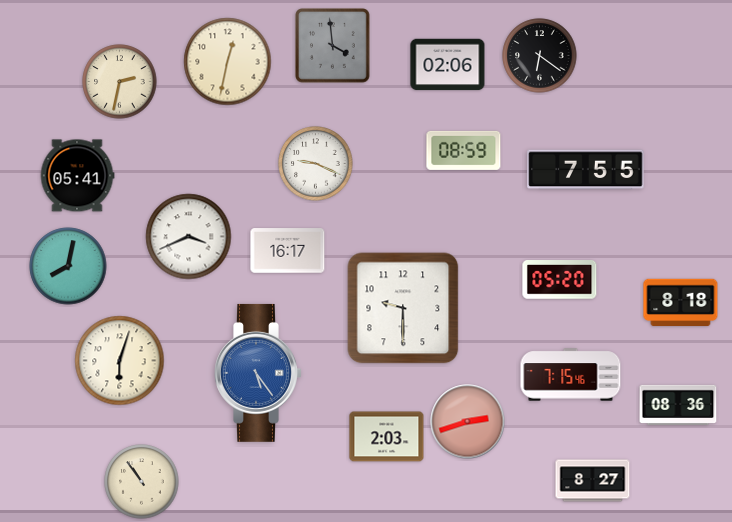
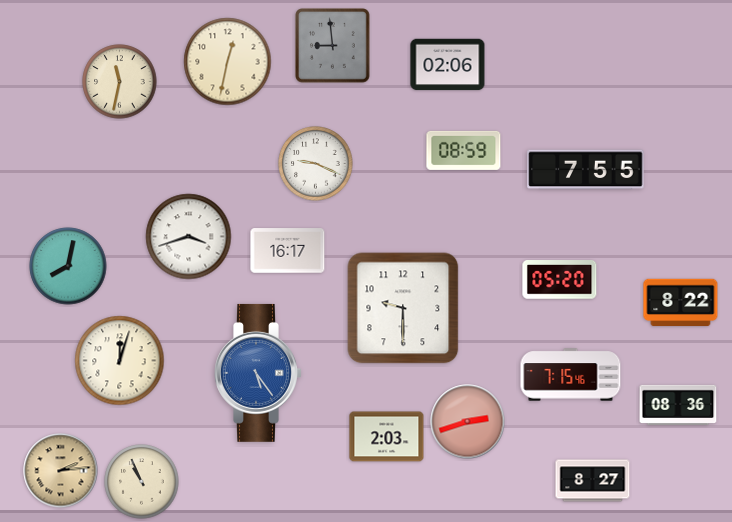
clock at (333, 46): 3:59 -> 8:59
clock at (540, 56): 6:21 -> none
clock at (120, 82): 2:32 -> 11:32
clock at (77, 176): 05:41 -> none
clock at (189, 237): 3:41 -> 3:42
clock at (681, 303): 8:18 -> 8:22
clock at (120, 361): 6:03 -> 12:03
clock at (61, 471): none -> 2:14
clock at (142, 482): 10:54 -> 10:56
